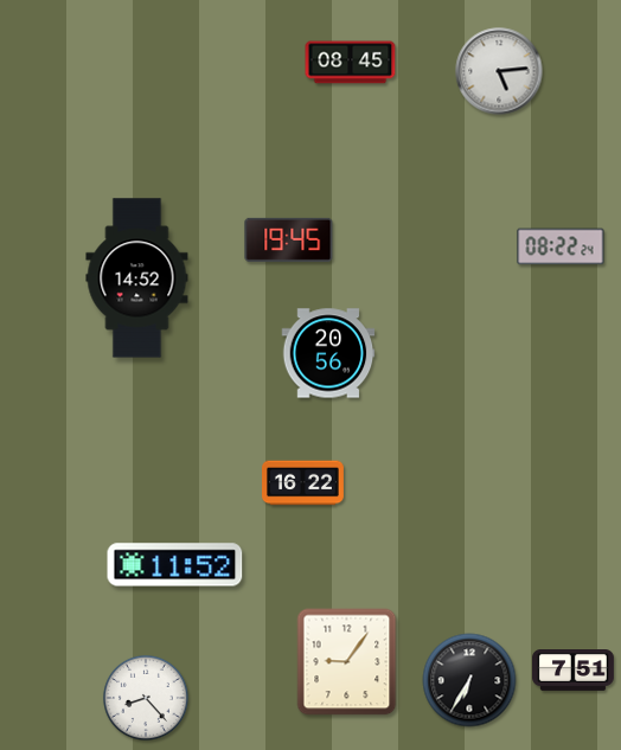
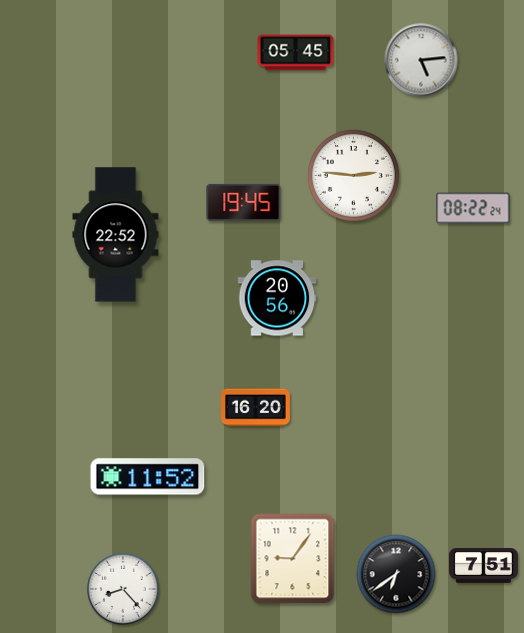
clock at (351, 63): 08:45 -> 05:45
clock at (353, 175): none -> 2:46
clock at (137, 278): 14:52 -> 22:52
clock at (303, 483): 16:22 -> 16:20
clock at (469, 680): 6:35 -> 6:39
